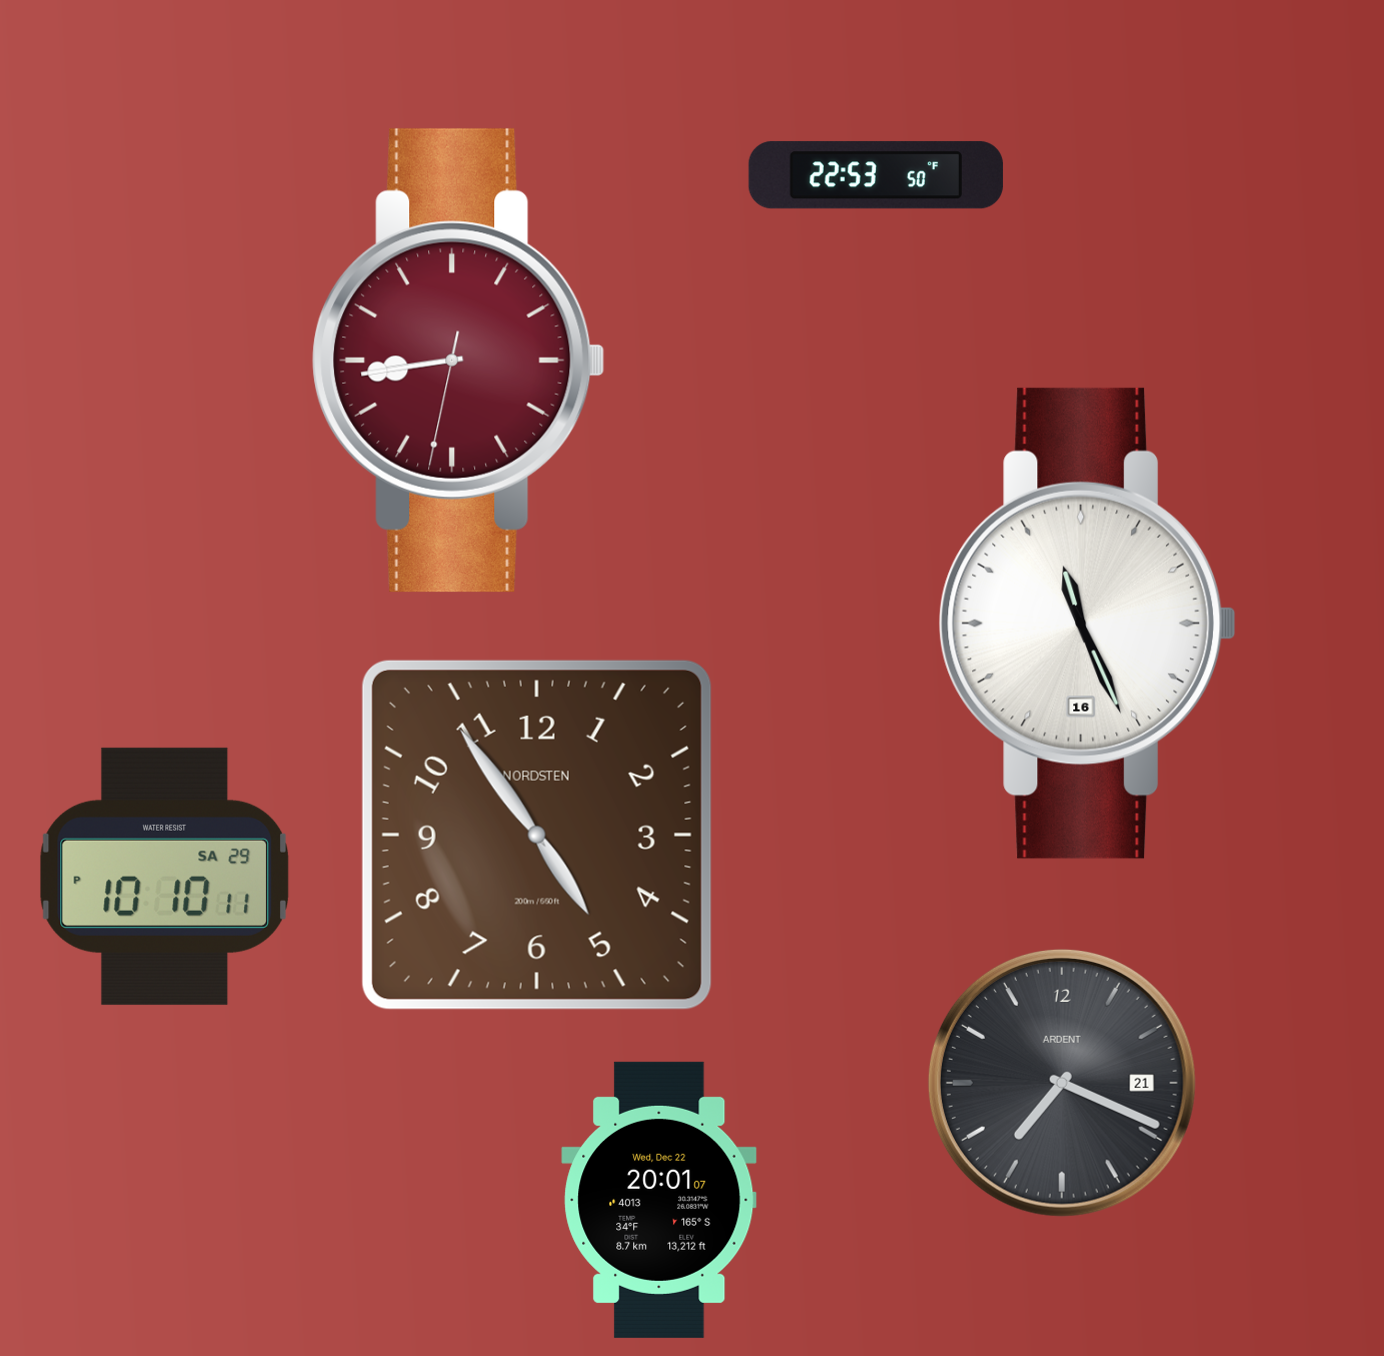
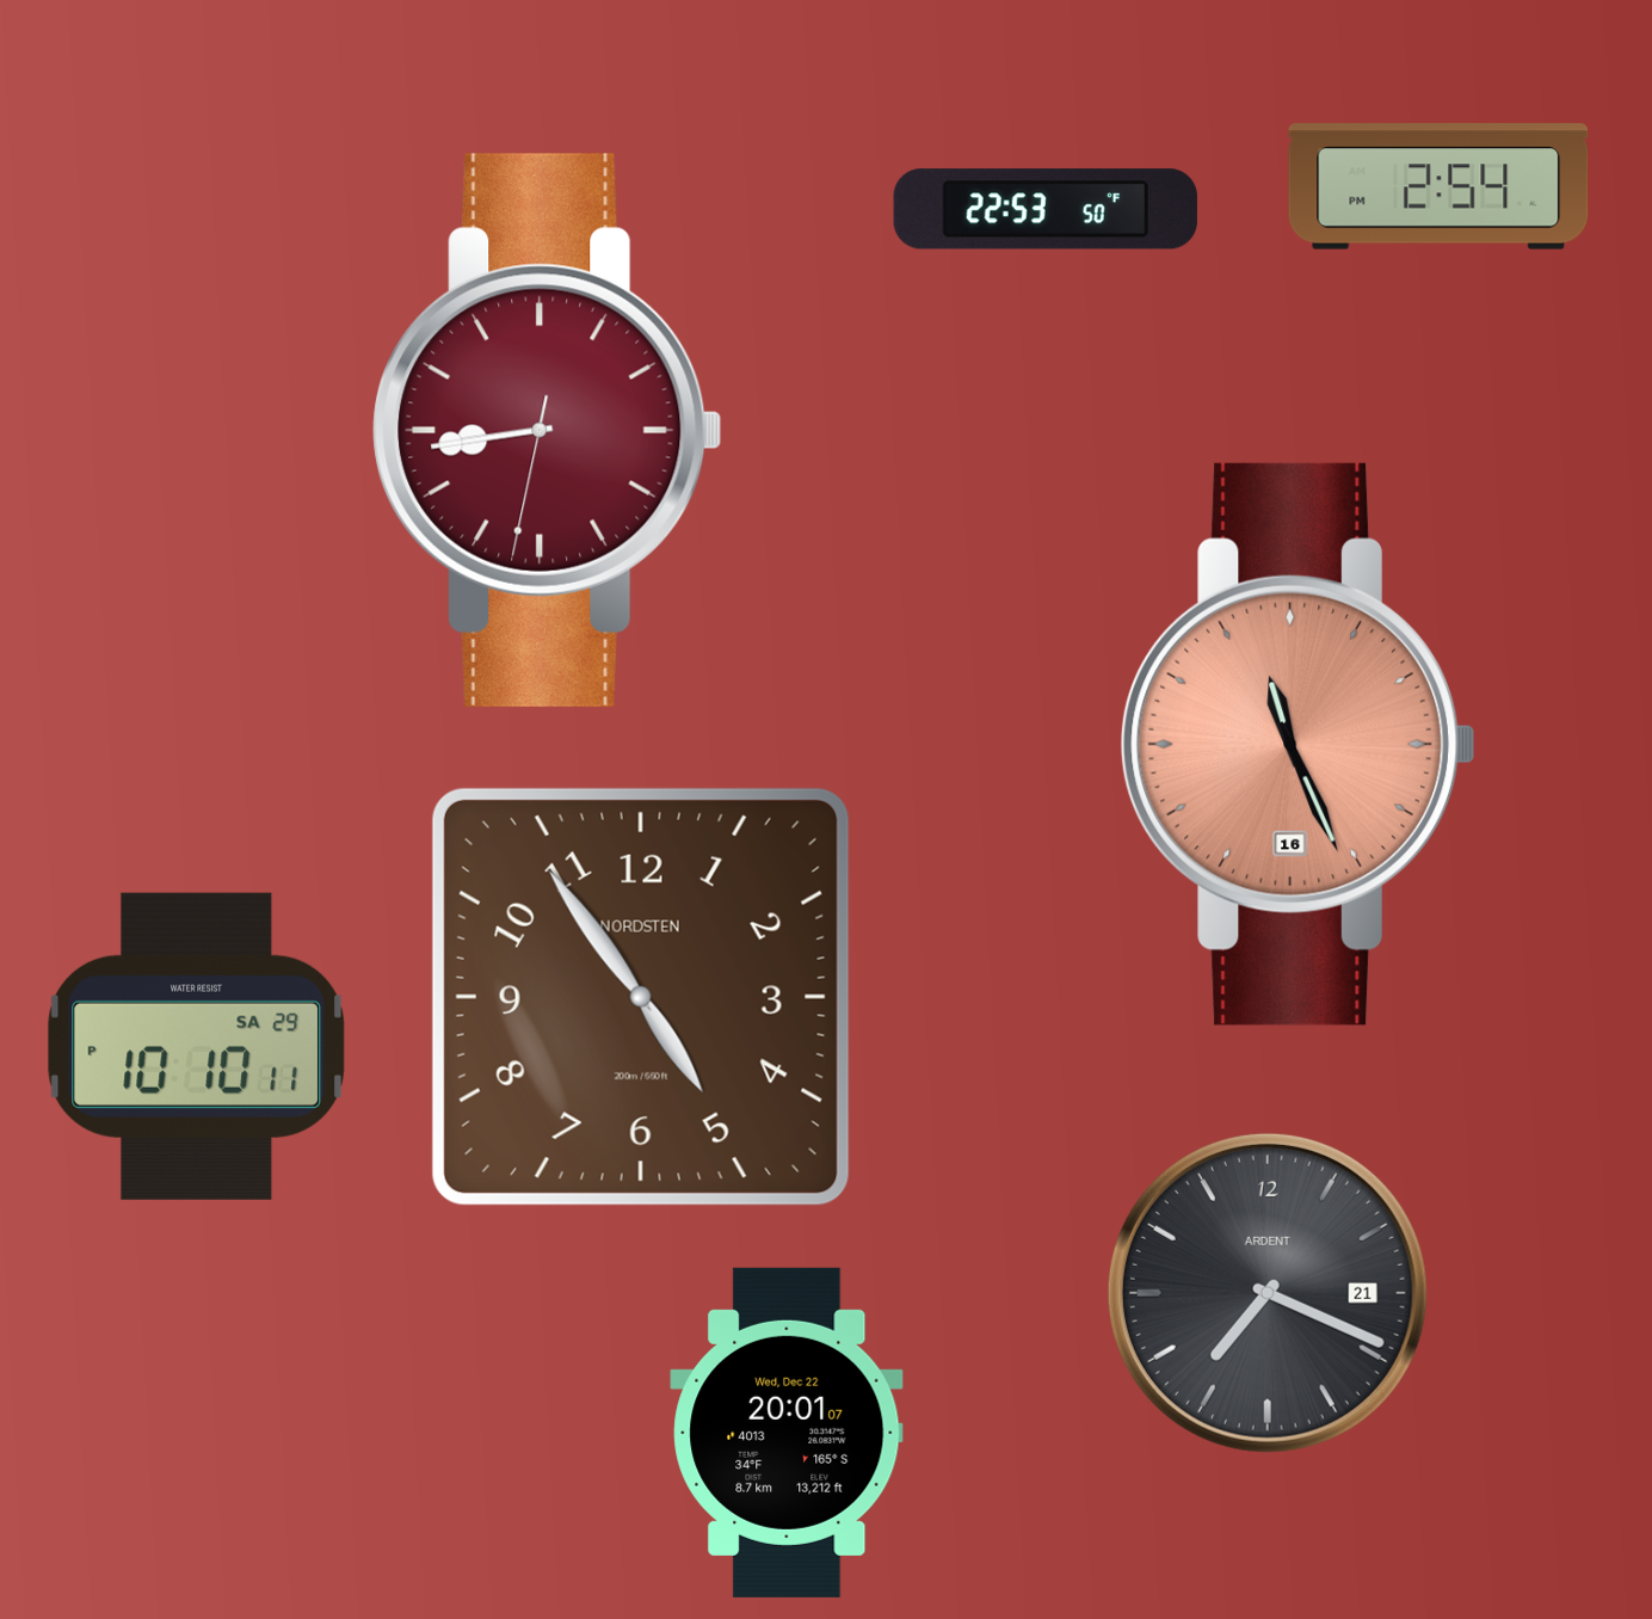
clock at (1438, 186): none -> 2:54
clock at (1087, 623) dial: white -> salmon
